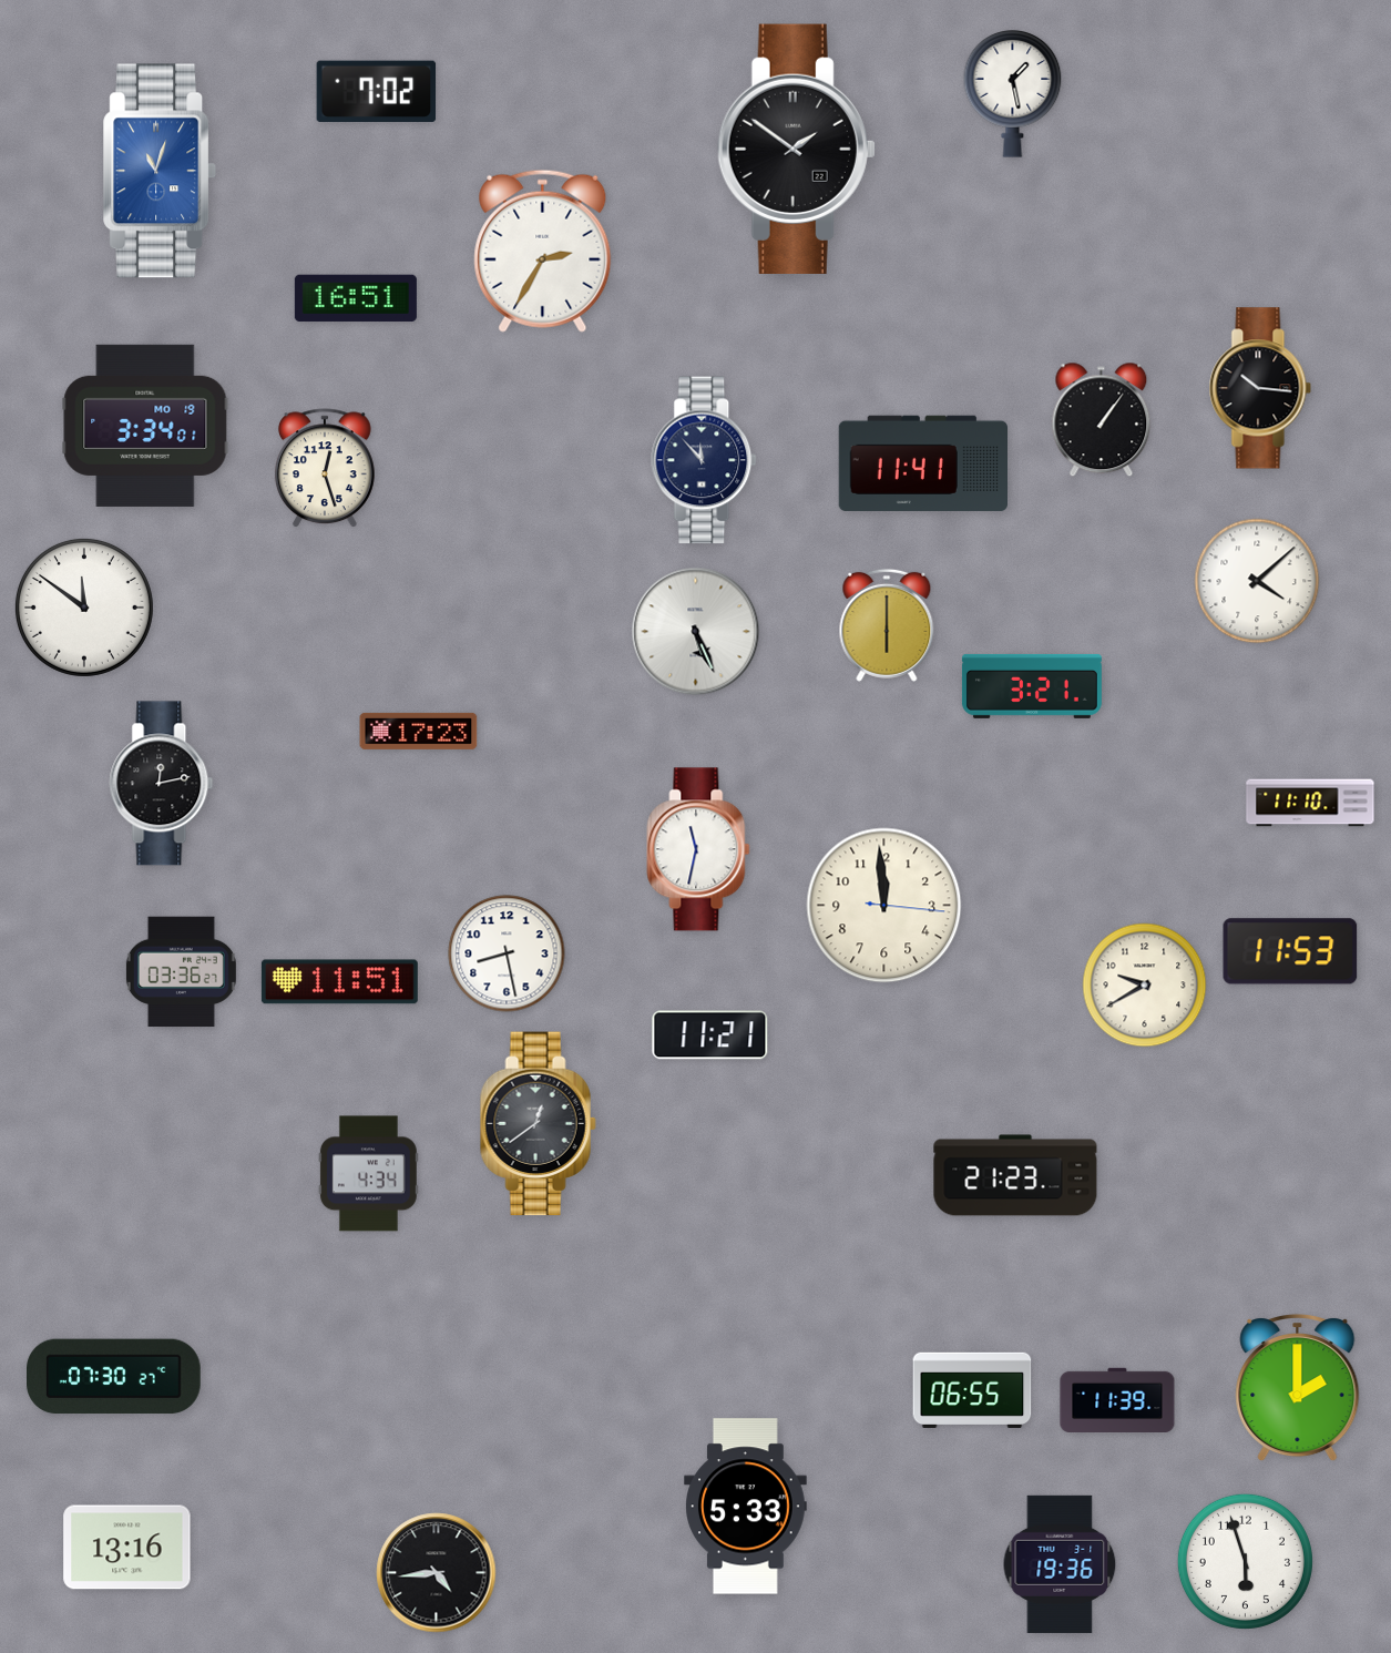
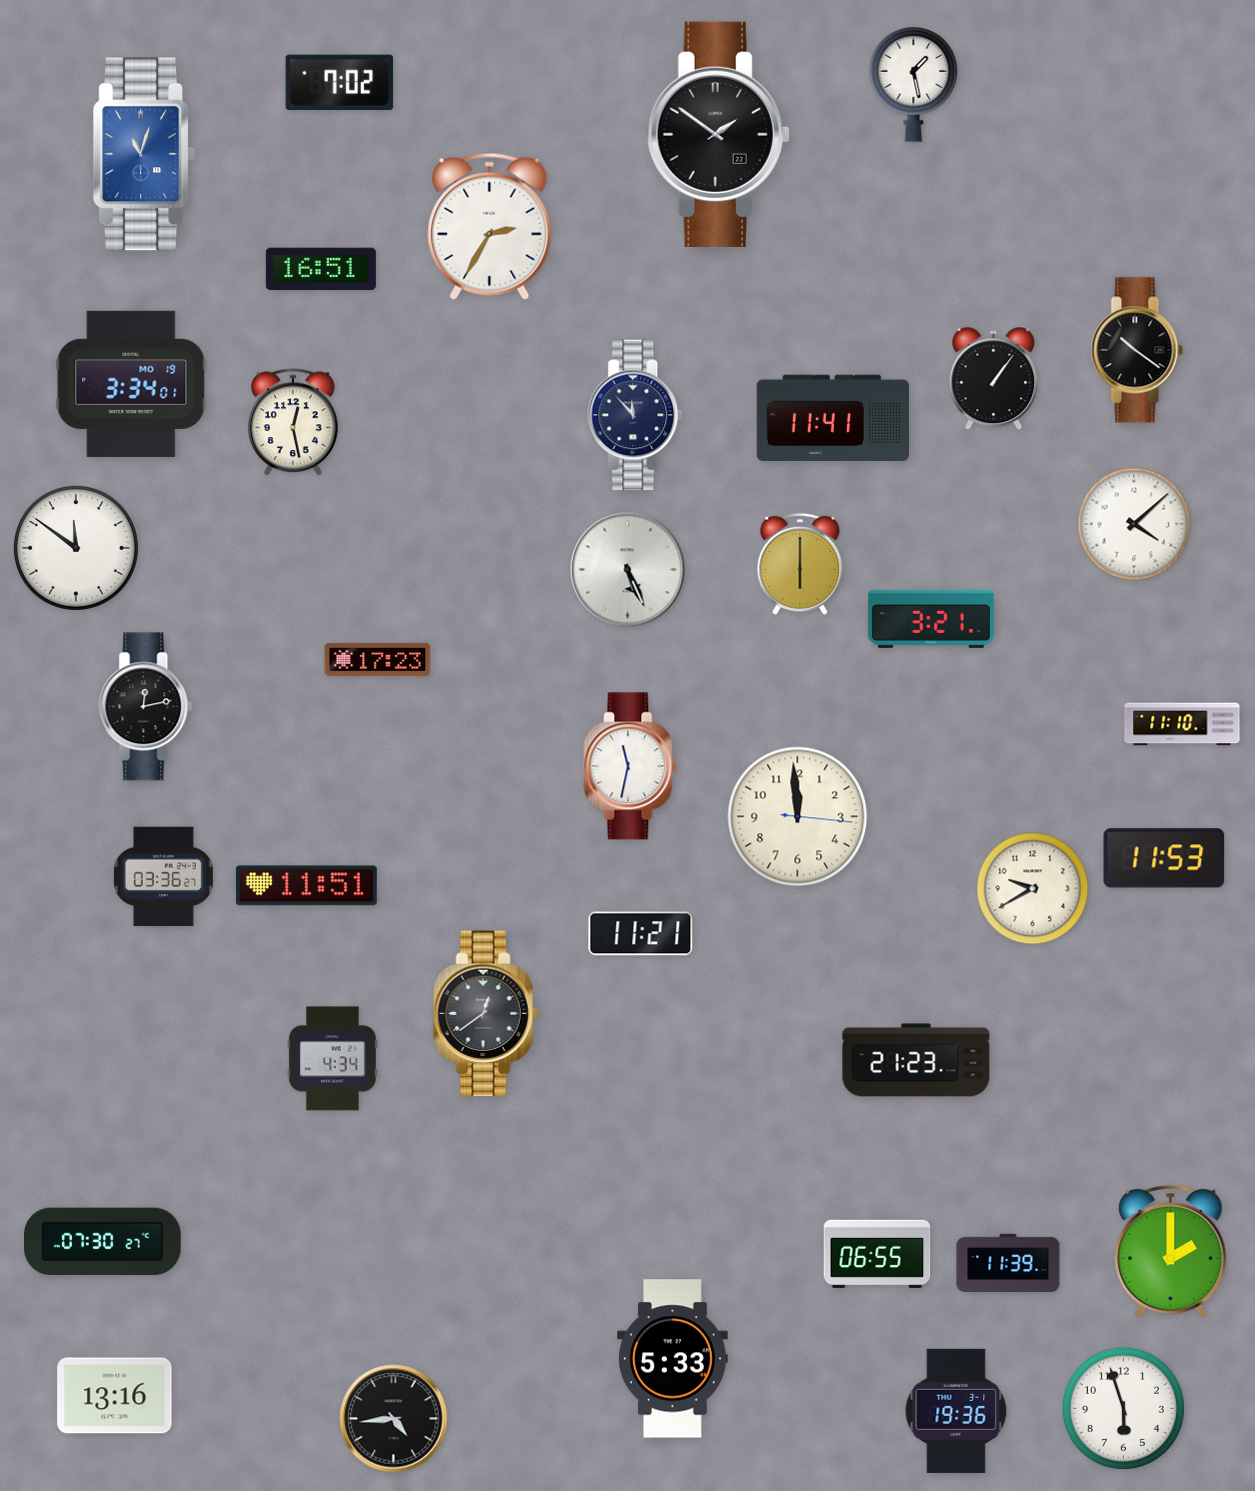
clock at (1260, 388): 10:16 -> 10:21
clock at (325, 469): 12:27 -> 12:28
clock at (507, 953): 8:28 -> none
